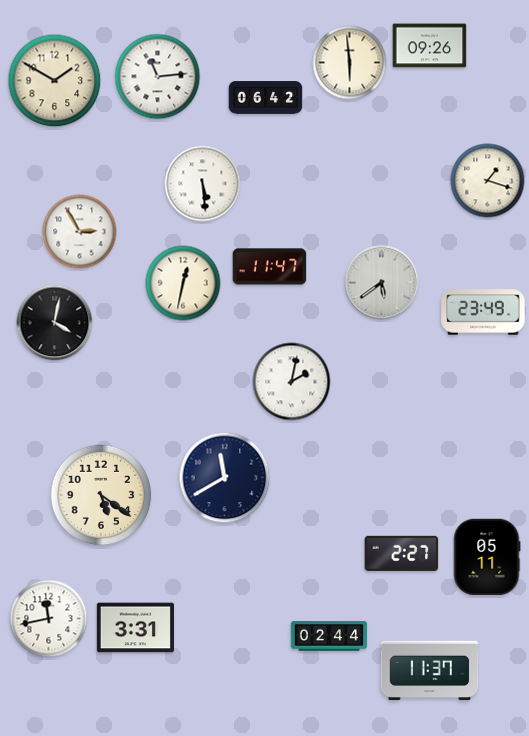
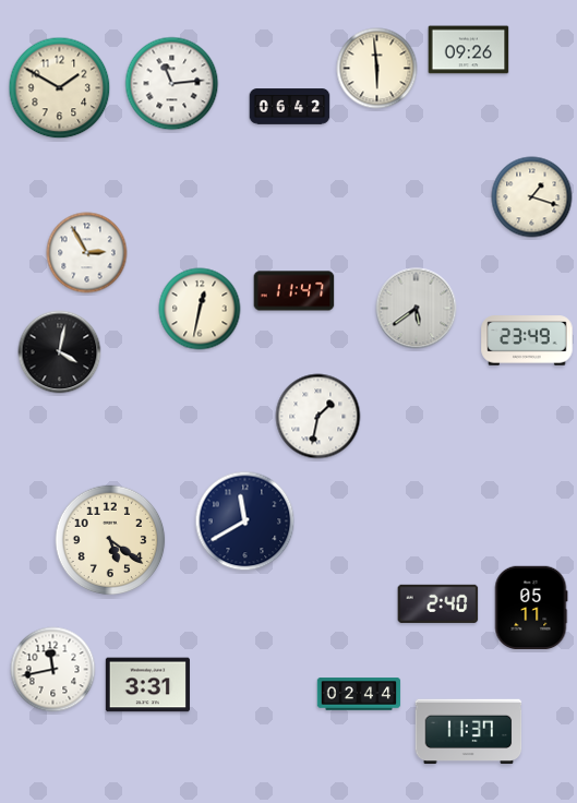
clock at (350, 63) position: (350, 63) -> (377, 69)
clock at (203, 184): 5:29 -> none
clock at (292, 382): 2:02 -> 1:32
clock at (402, 553): 2:27 -> 2:40
clock at (49, 619) position: (49, 619) -> (53, 670)
